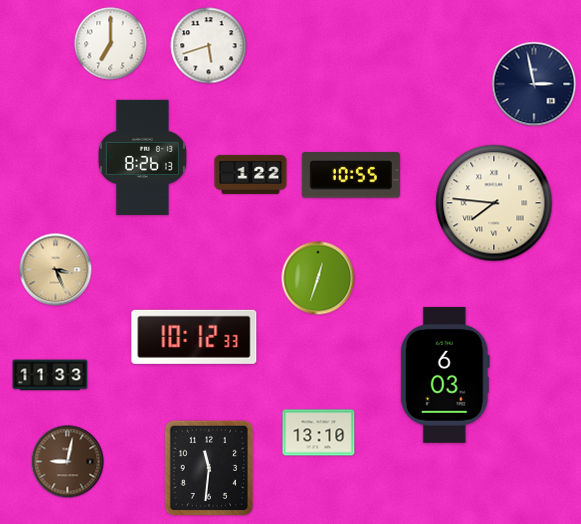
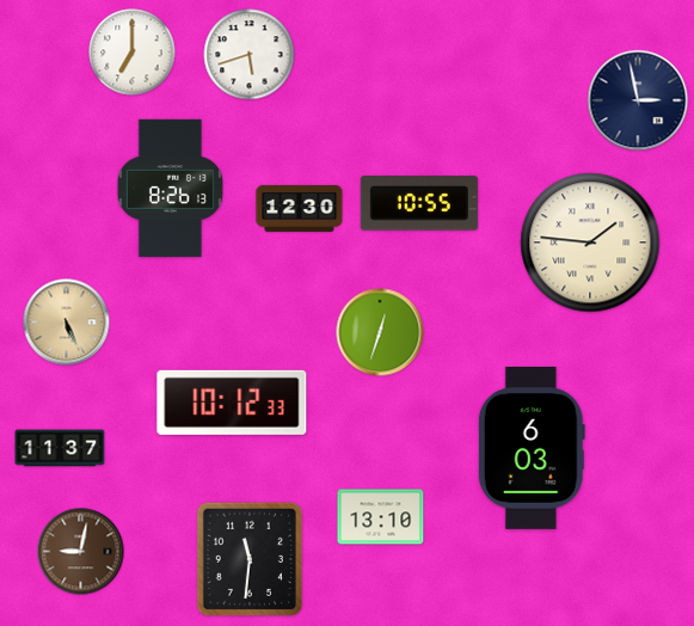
clock at (251, 174): 1:22 -> 12:30
clock at (351, 175) position: (351, 175) -> (419, 203)
clock at (494, 203): 7:46 -> 1:46
clock at (56, 270): 3:26 -> 5:26
clock at (50, 375): 11:33 -> 11:37
